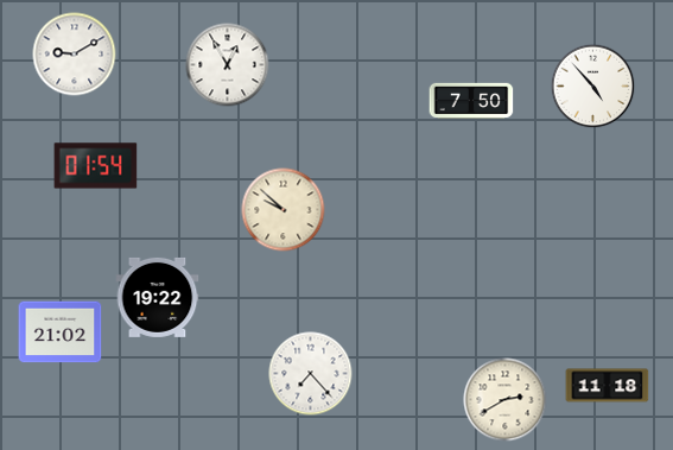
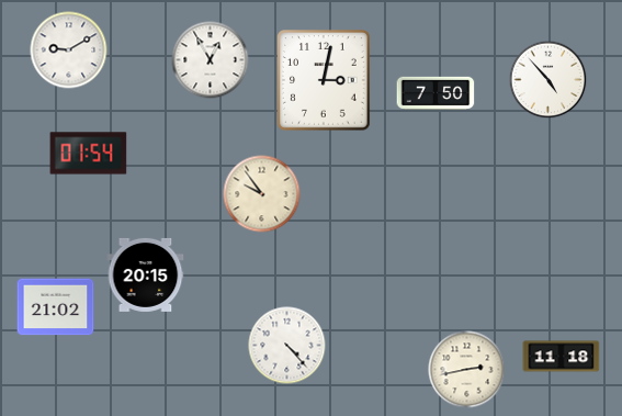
clock at (325, 81): none -> 3:02
clock at (284, 210): 9:52 -> 9:54
clock at (158, 297): 19:22 -> 20:15
clock at (311, 374): 7:23 -> 4:23
clock at (506, 400): 2:40 -> 2:43
